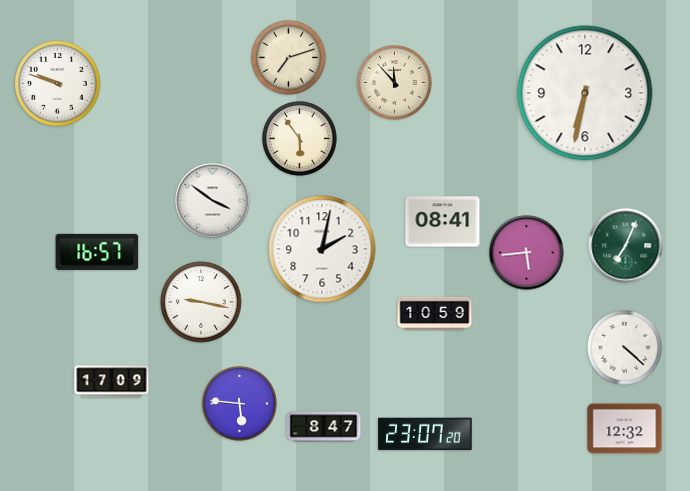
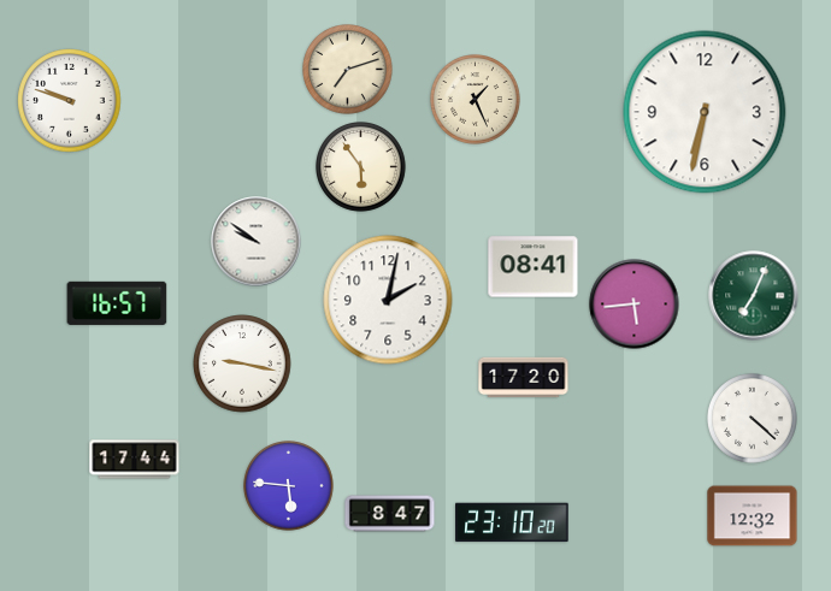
clock at (395, 83): 11:53 -> 1:26
clock at (213, 201): 3:51 -> 9:51
clock at (435, 314): 10:59 -> 17:20
clock at (112, 382): 17:09 -> 17:44
clock at (425, 434): 23:07 -> 23:10
